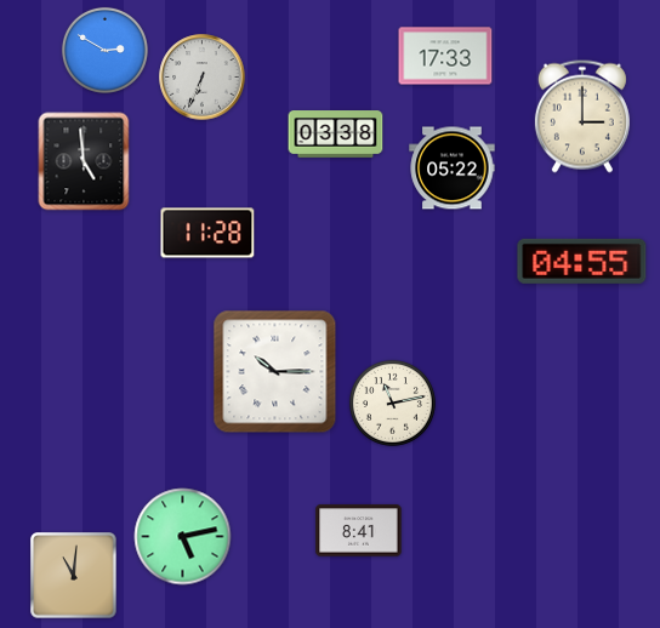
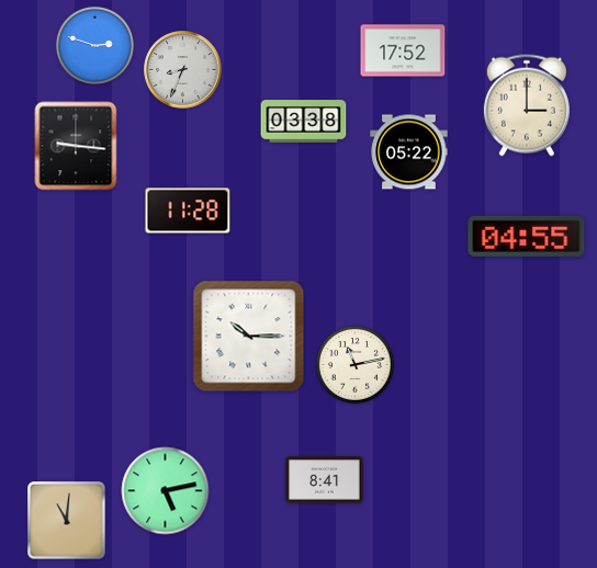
clock at (104, 50): 2:50 -> 2:48
clock at (445, 56): 17:33 -> 17:52
clock at (203, 78): 6:34 -> 8:34
clock at (84, 161): 4:59 -> 9:16
clock at (183, 537) position: (183, 537) -> (166, 491)
